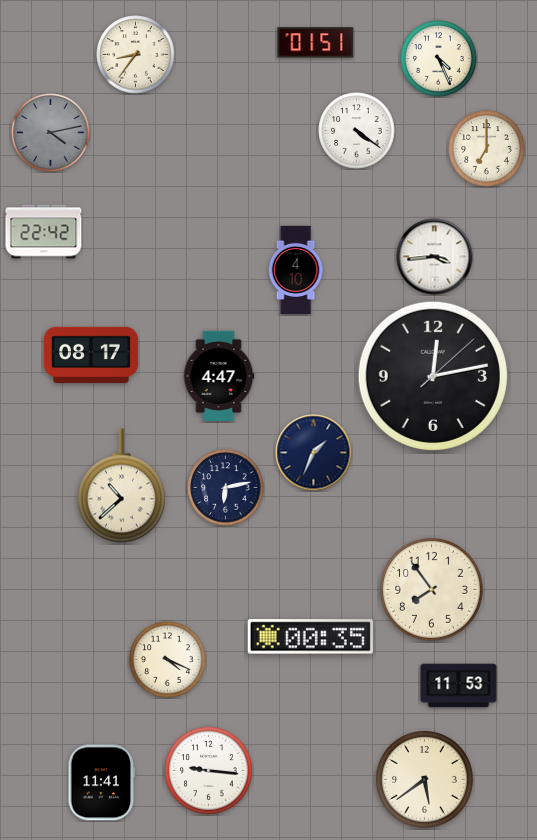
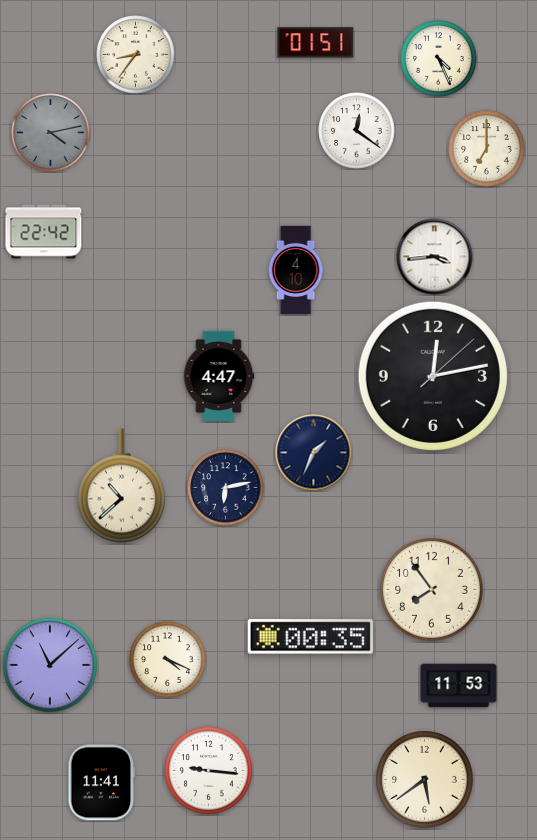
clock at (357, 131): 4:21 -> 12:21
clock at (91, 355): 08:17 -> none
clock at (50, 665): none -> 11:08
